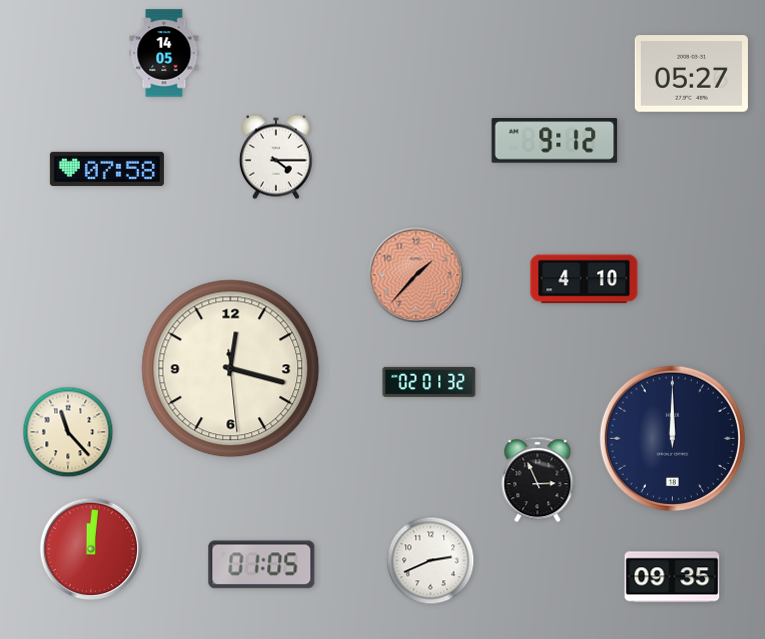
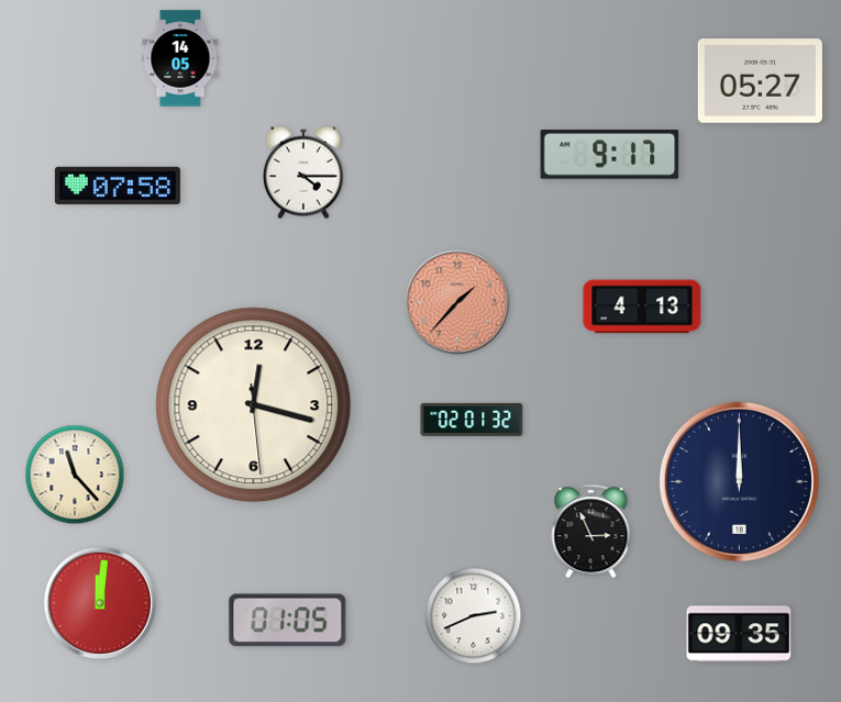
clock at (555, 141): 9:12 -> 9:17
clock at (584, 279): 4:10 -> 4:13
clock at (538, 480) position: (538, 480) -> (591, 532)
